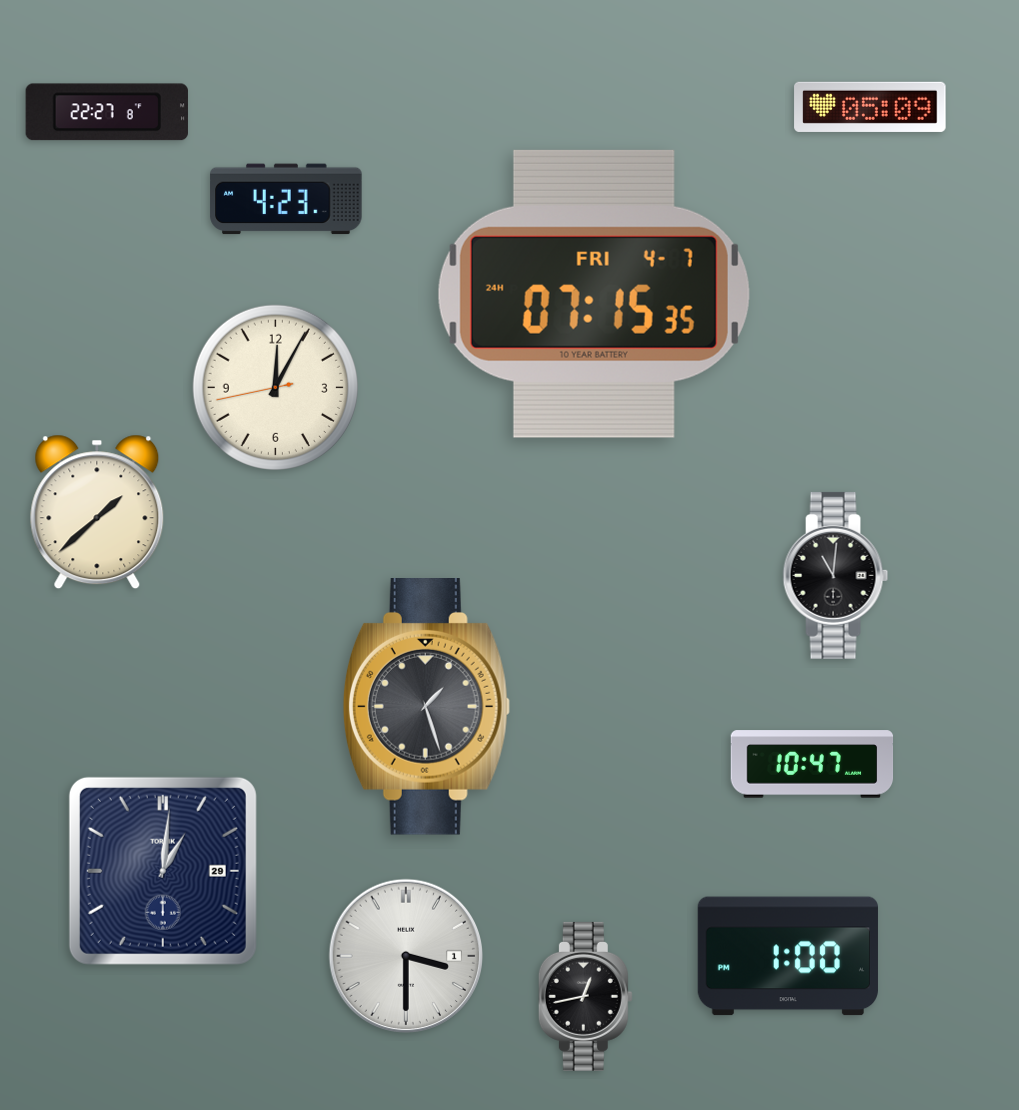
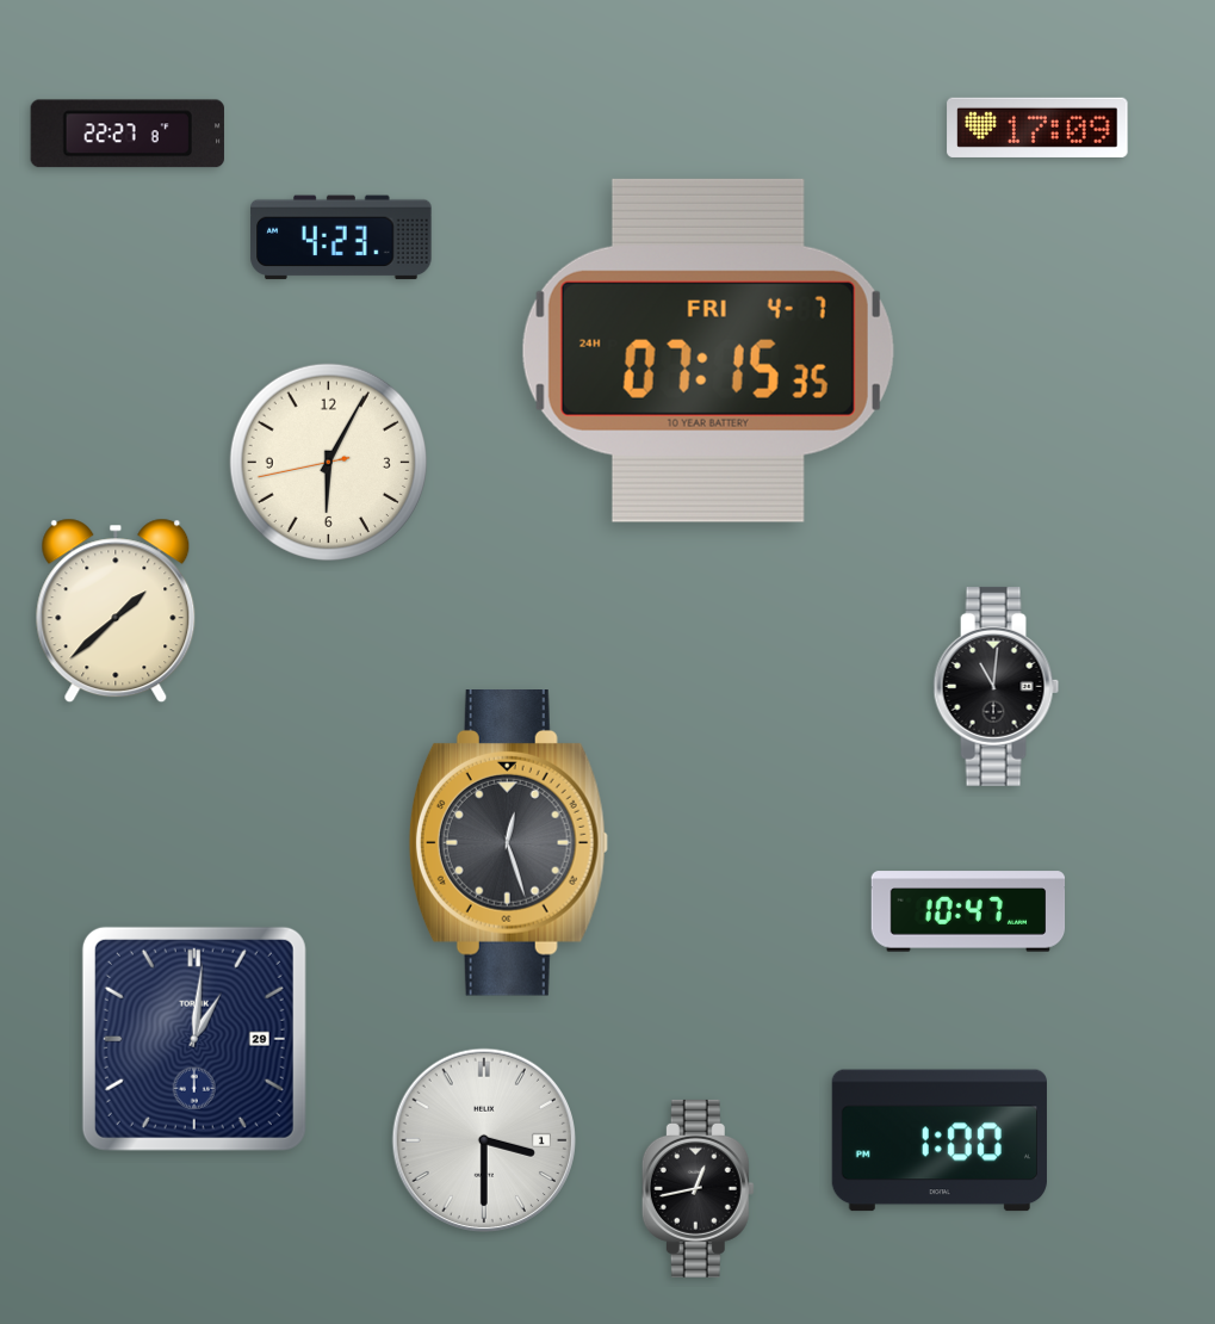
clock at (870, 107): 05:09 -> 17:09
clock at (275, 387): 12:04 -> 6:04
clock at (426, 707): 1:27 -> 12:27
